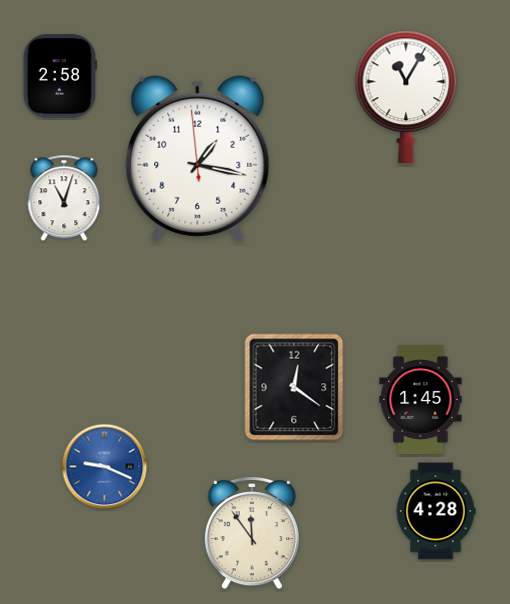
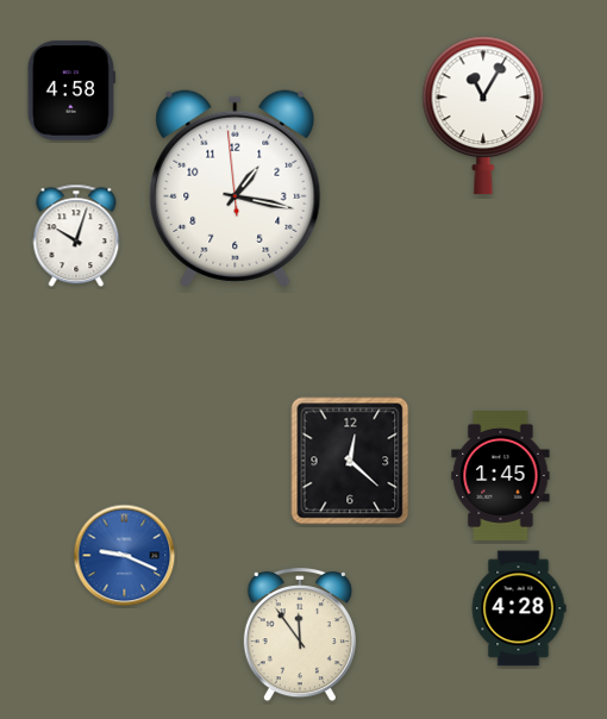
clock at (60, 76): 2:58 -> 4:58
clock at (64, 198): 11:03 -> 10:03
clock at (294, 387): 12:21 -> 12:22
